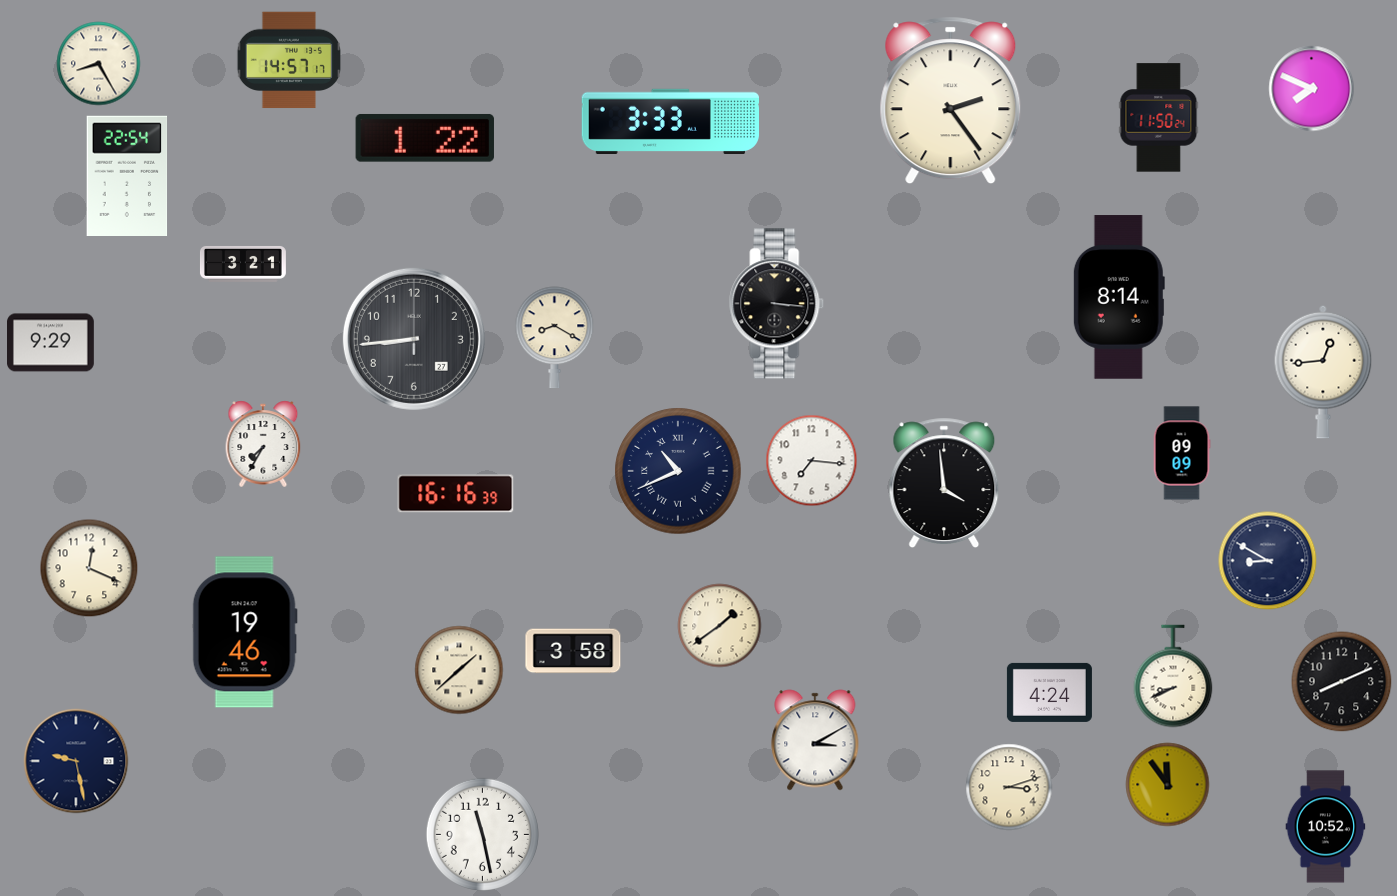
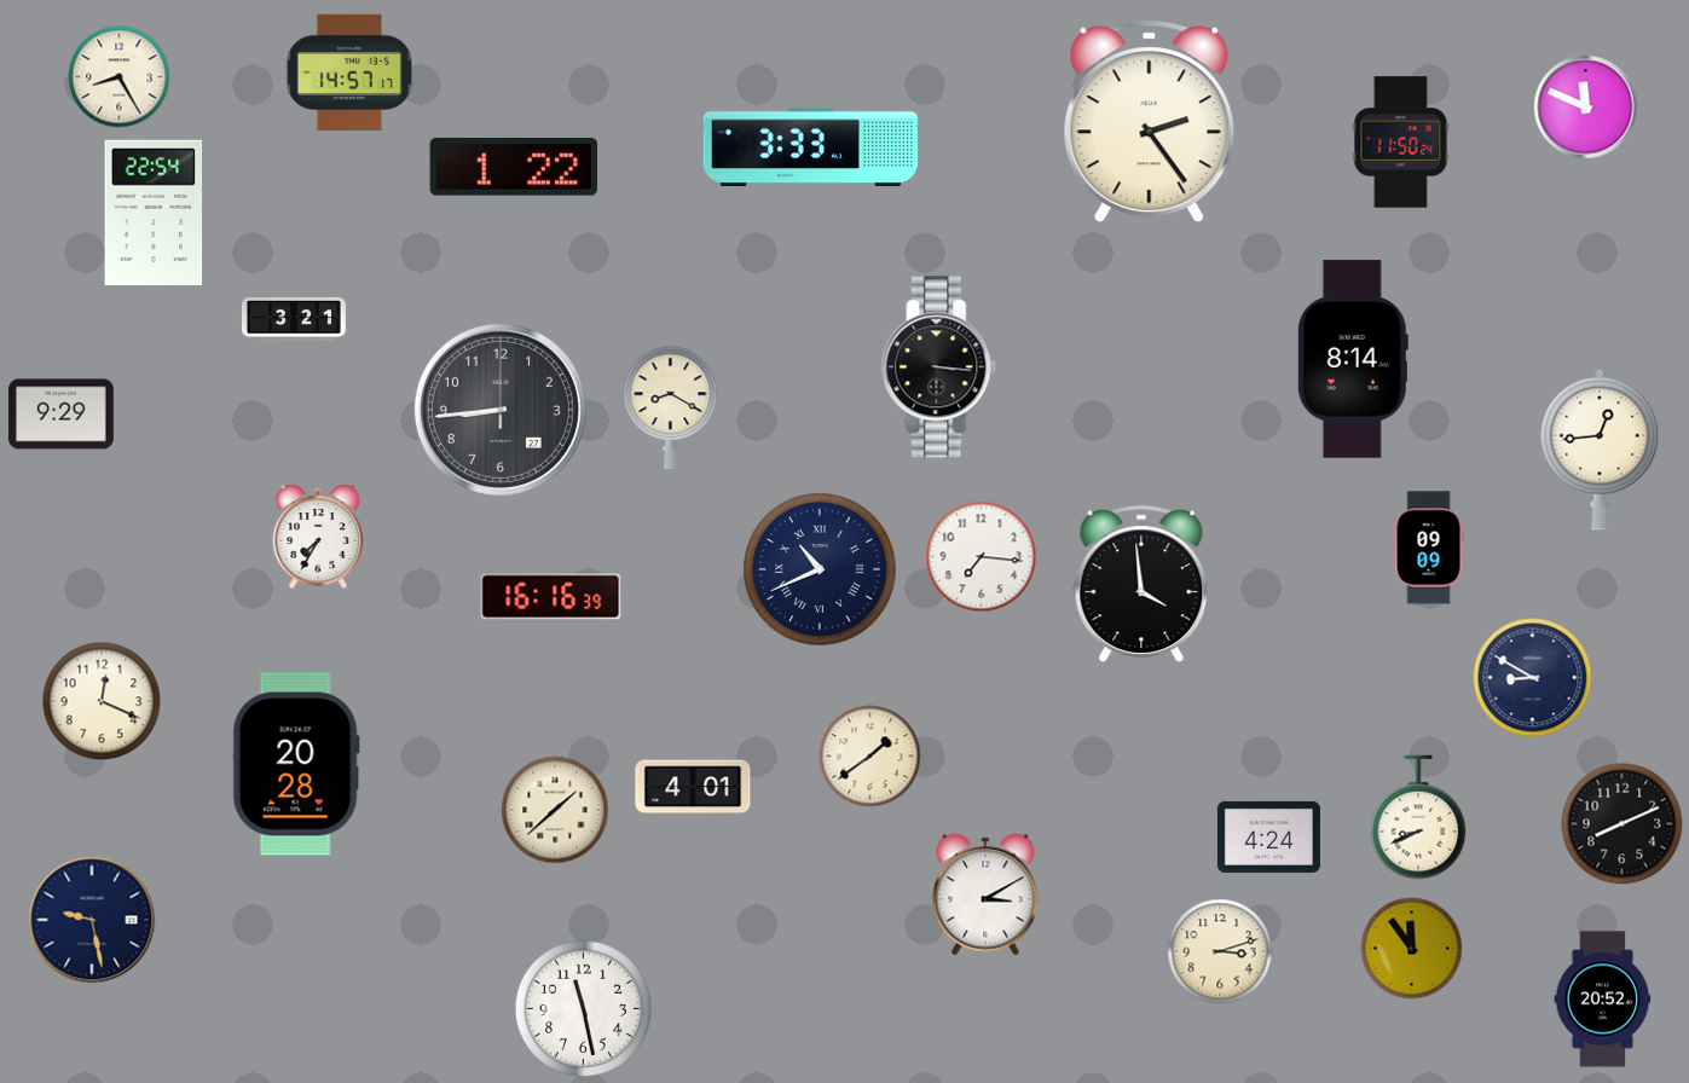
clock at (1312, 89): 7:49 -> 11:49
clock at (89, 568) position: (89, 568) -> (102, 701)
clock at (245, 632): 19:46 -> 20:28
clock at (573, 651): 3:58 -> 4:01
clock at (1326, 827): 10:52 -> 20:52
